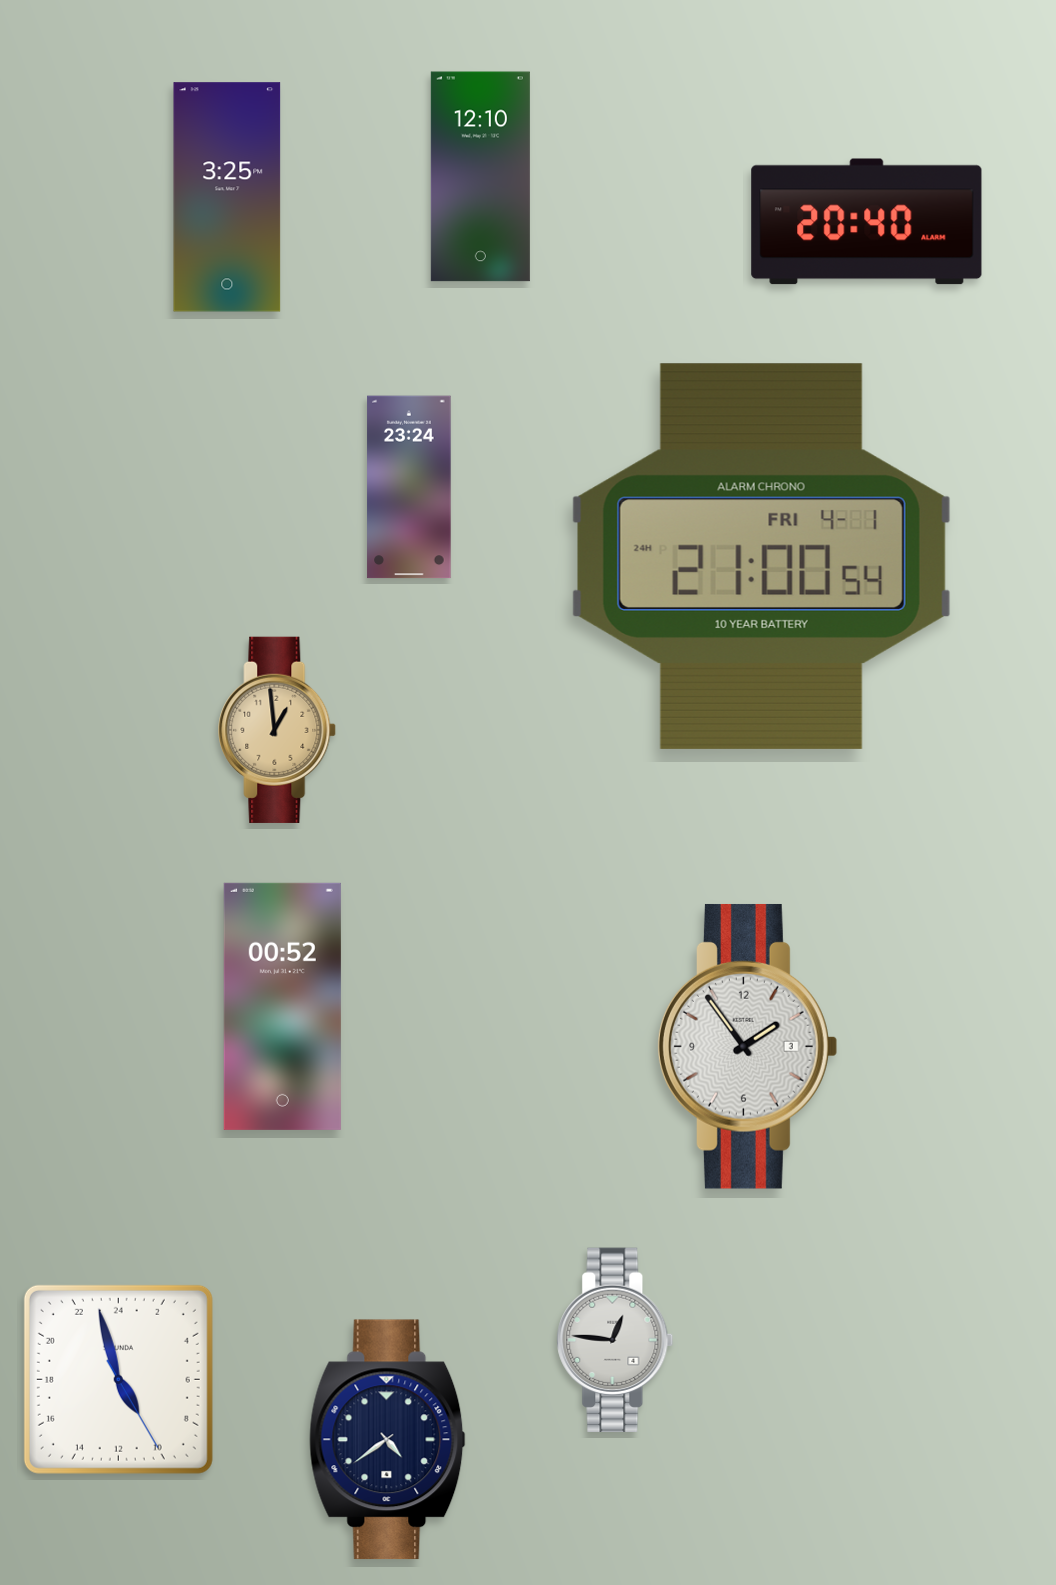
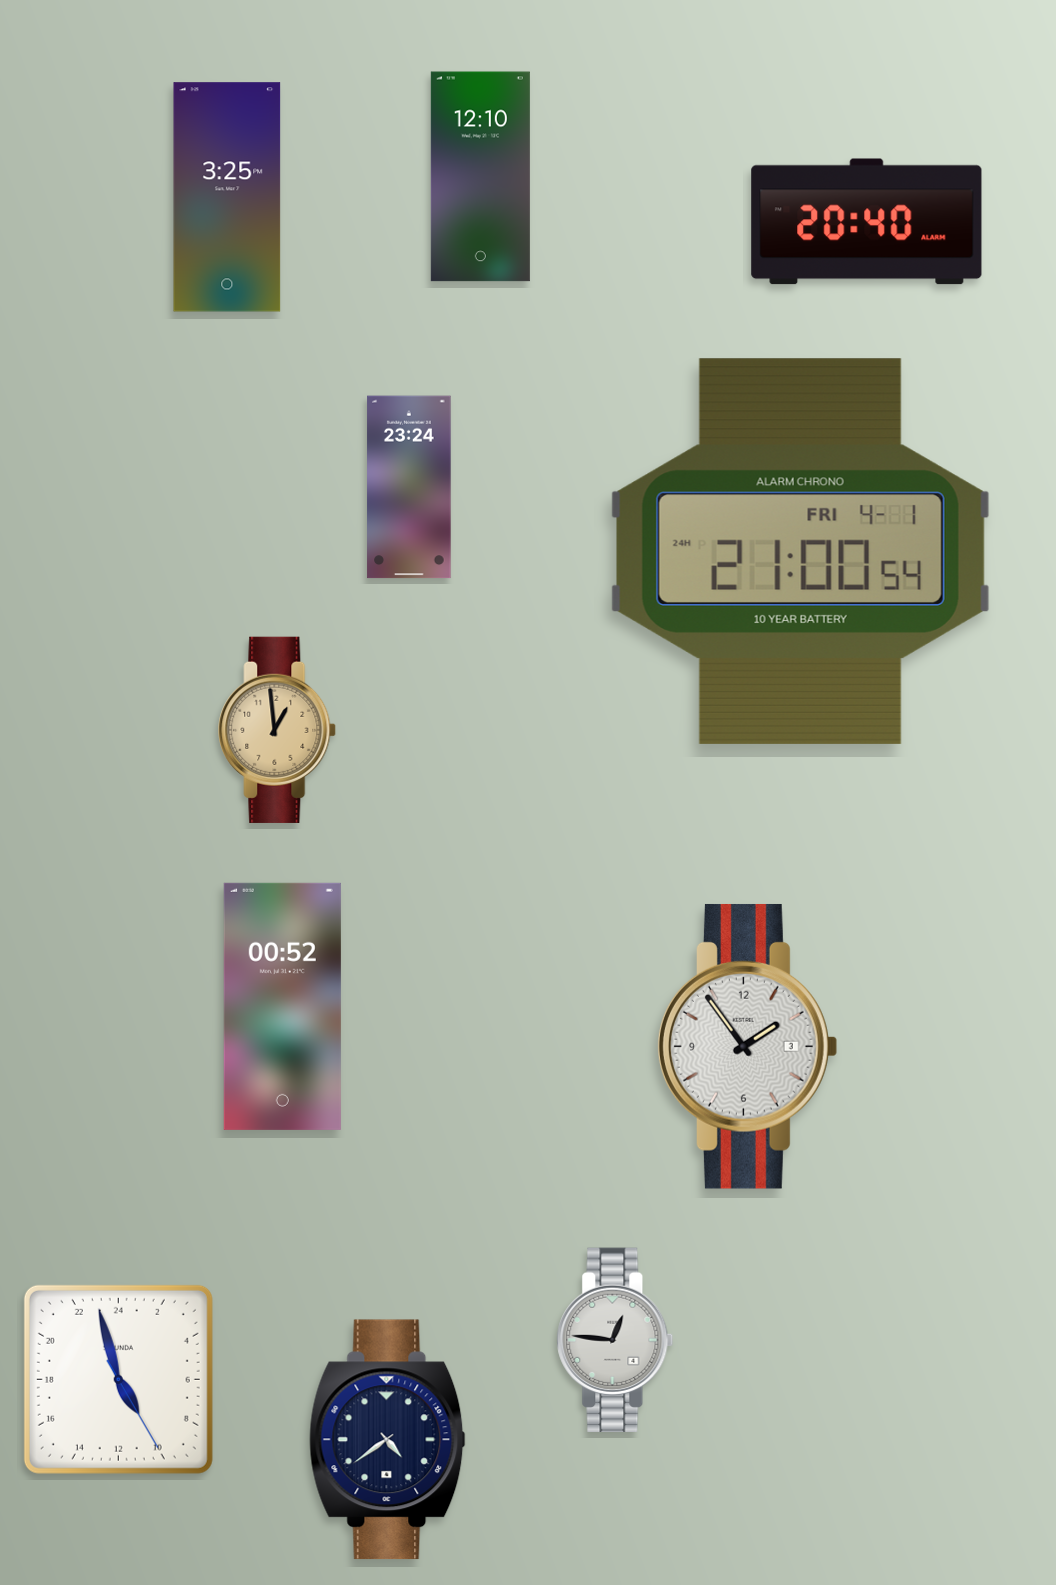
clock at (761, 556) position: (761, 556) -> (800, 551)
